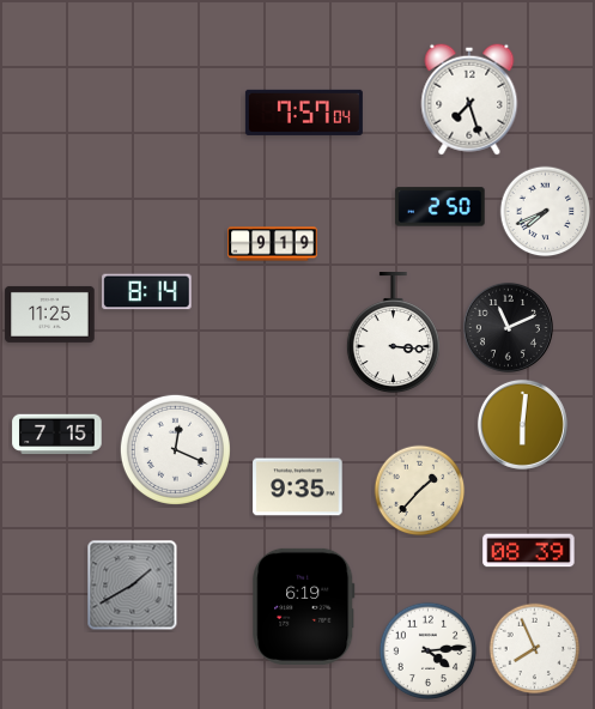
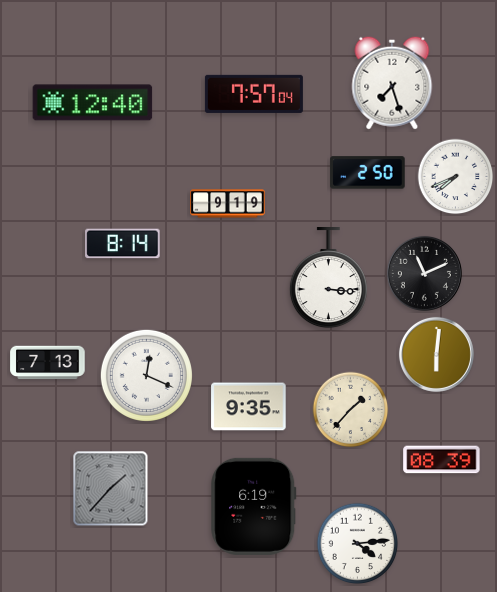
clock at (93, 103): none -> 12:40
clock at (50, 314): 11:25 -> none
clock at (57, 435): 7:15 -> 7:13
clock at (133, 586): 1:40 -> 1:37
clock at (535, 649): 7:56 -> none
